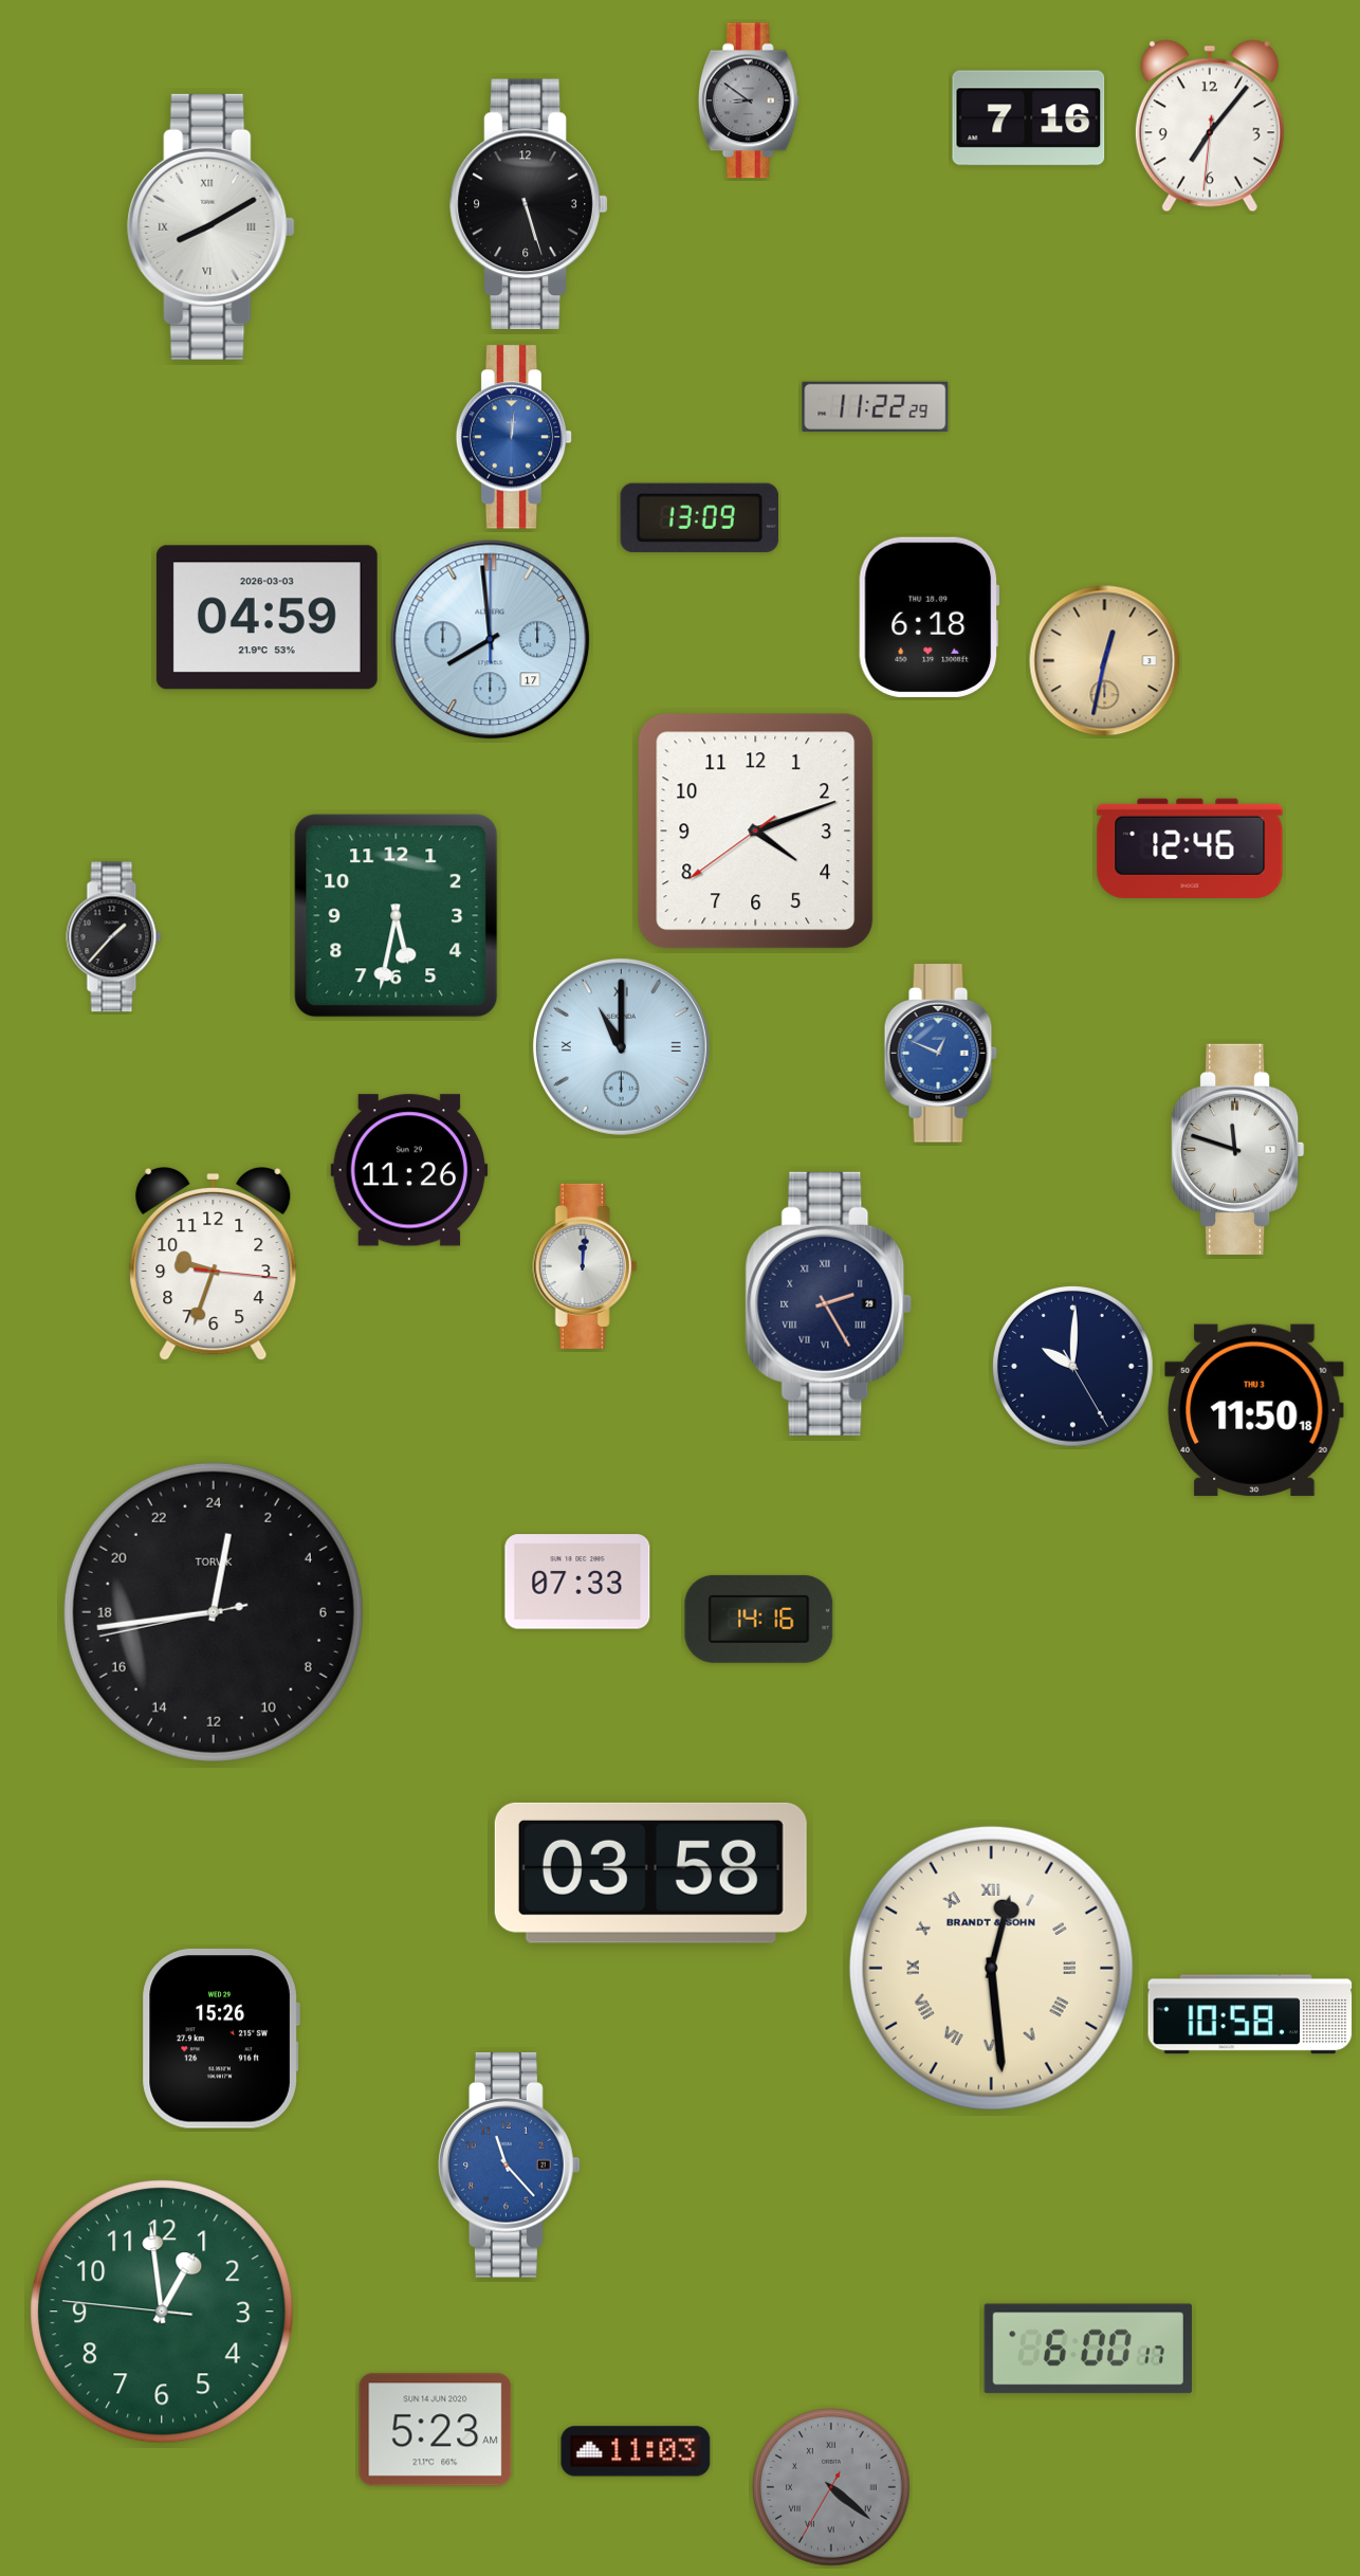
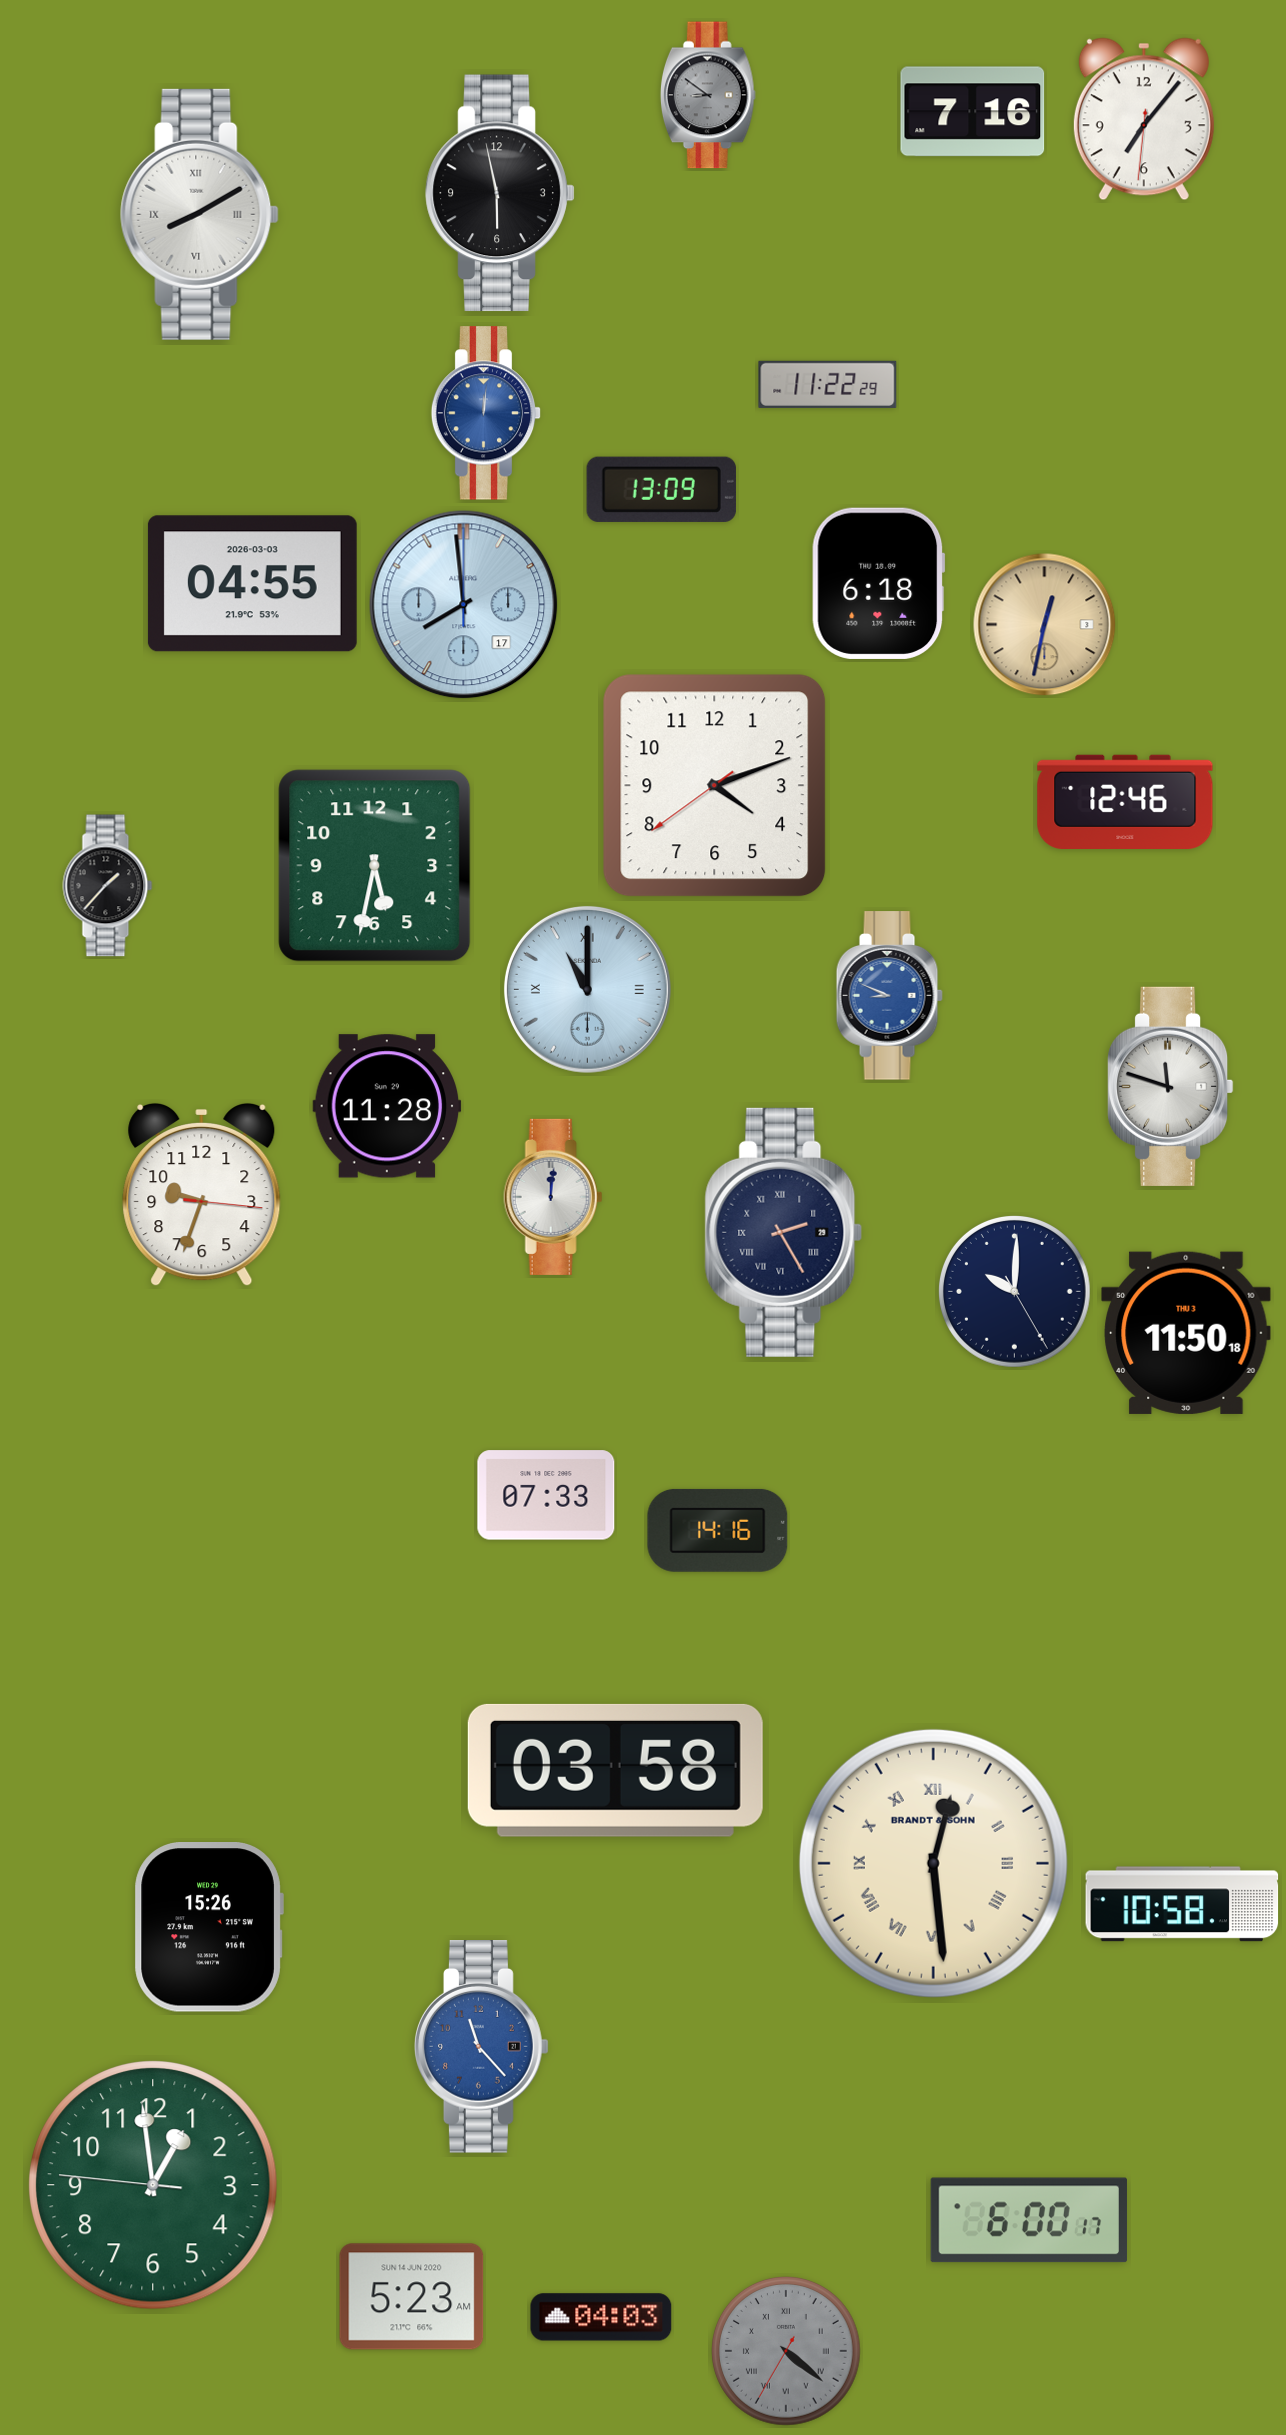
clock at (529, 204): 5:27 -> 5:58
clock at (267, 618): 04:59 -> 04:55
clock at (940, 1054): 12:49 -> 8:49
clock at (409, 1170): 11:26 -> 11:28
clock at (214, 1612): 0:43 -> none
clock at (991, 1968) position: (991, 1968) -> (933, 1863)
clock at (636, 2451): 11:03 -> 04:03
